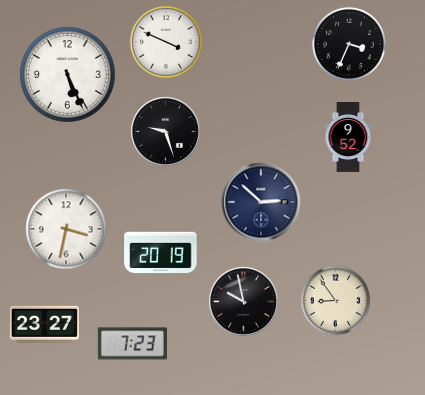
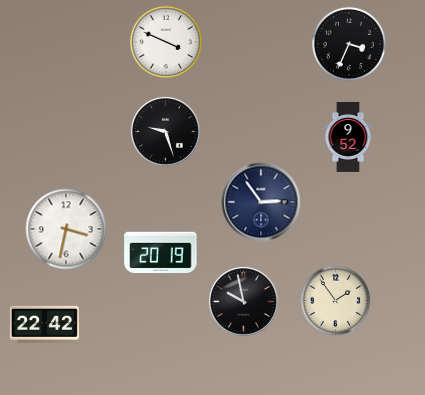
clock at (67, 74): 5:26 -> none
clock at (261, 202): 2:52 -> 2:54
clock at (336, 301): 8:54 -> 1:54
clock at (44, 324): 23:27 -> 22:42
clock at (132, 344): 7:23 -> none
